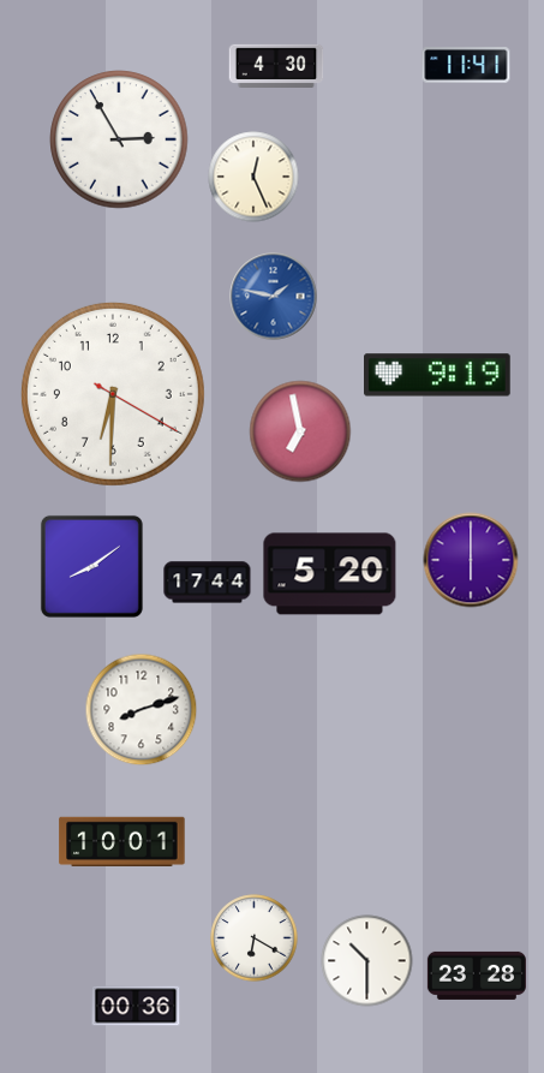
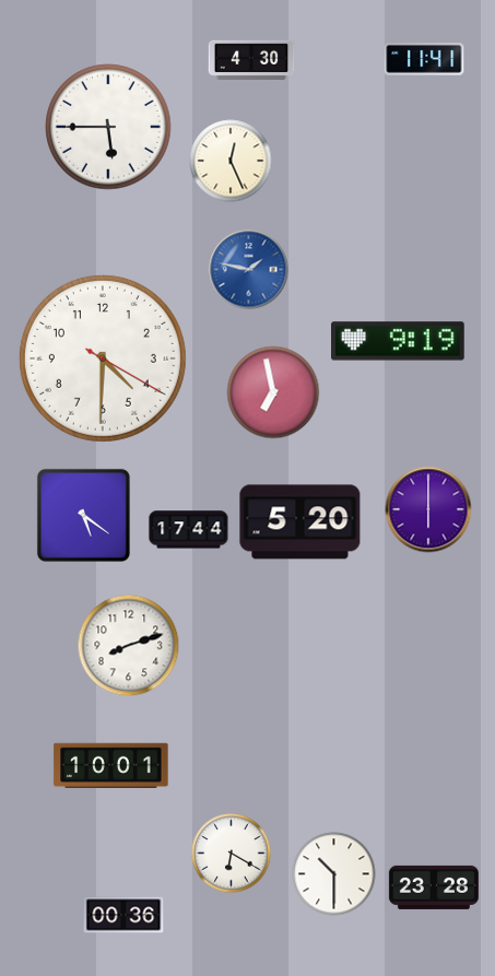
clock at (119, 139): 2:55 -> 5:45
clock at (113, 394): 6:30 -> 4:30
clock at (91, 566): 8:09 -> 5:21
